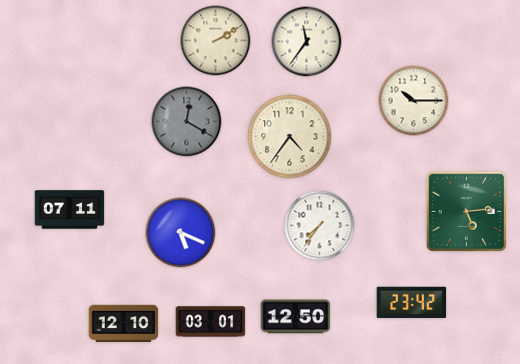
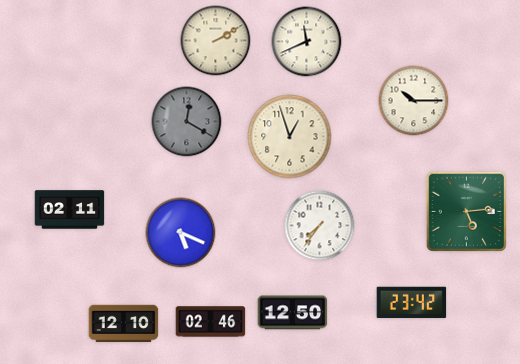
clock at (307, 42): 11:36 -> 11:41
clock at (290, 137): 4:36 -> 12:57
clock at (70, 210): 07:11 -> 02:11
clock at (296, 317) position: (296, 317) -> (293, 313)
clock at (211, 322): 03:01 -> 02:46
